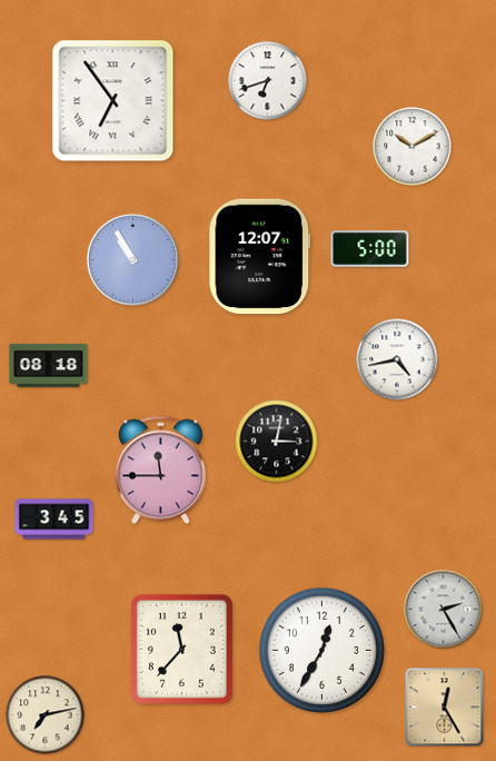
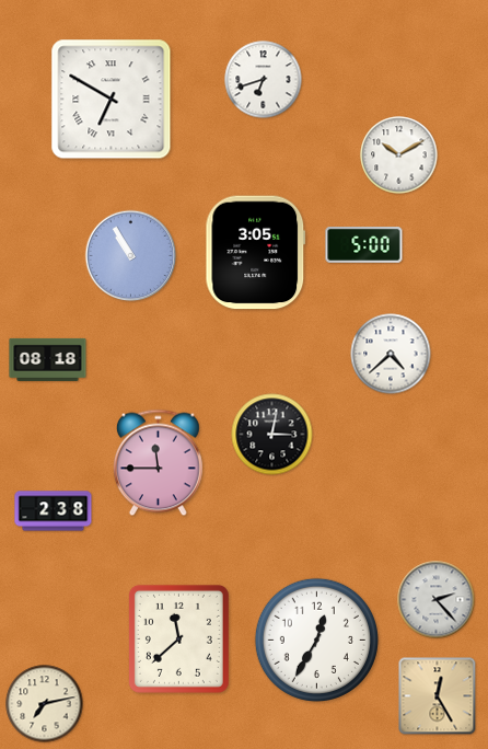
clock at (113, 101): 6:54 -> 6:50
clock at (413, 147) position: (413, 147) -> (399, 155)
clock at (260, 257): 12:07 -> 3:05
clock at (397, 359): 4:43 -> 4:38
clock at (54, 520): 3:45 -> 2:38
clock at (444, 610): 2:25 -> 2:23
clock at (181, 649): 11:37 -> 11:38
